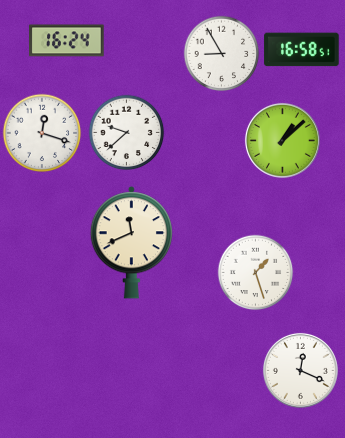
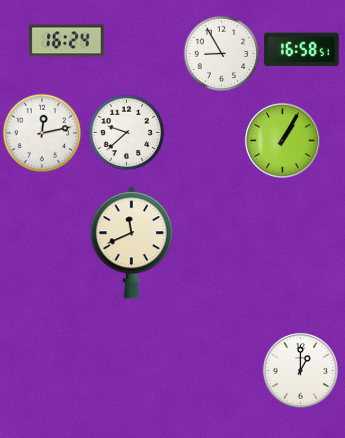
clock at (42, 133): 12:18 -> 12:13
clock at (282, 140): 1:08 -> 1:05
clock at (256, 273): 1:27 -> none
clock at (300, 370): 12:19 -> 1:00
